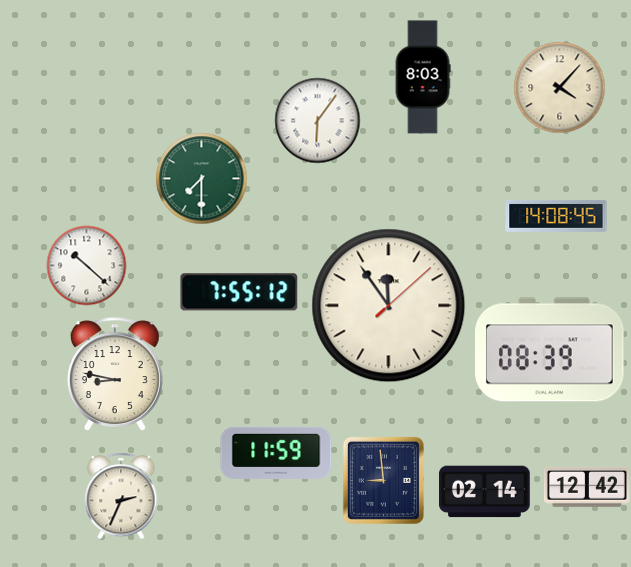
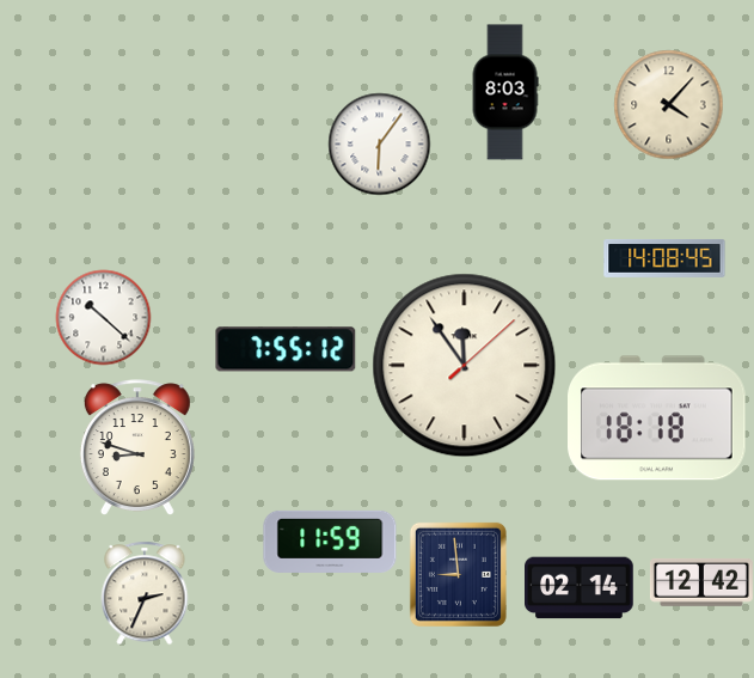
clock at (201, 178): 7:30 -> none
clock at (550, 350): 08:39 -> 18:18
clock at (115, 374): 8:47 -> 8:48
